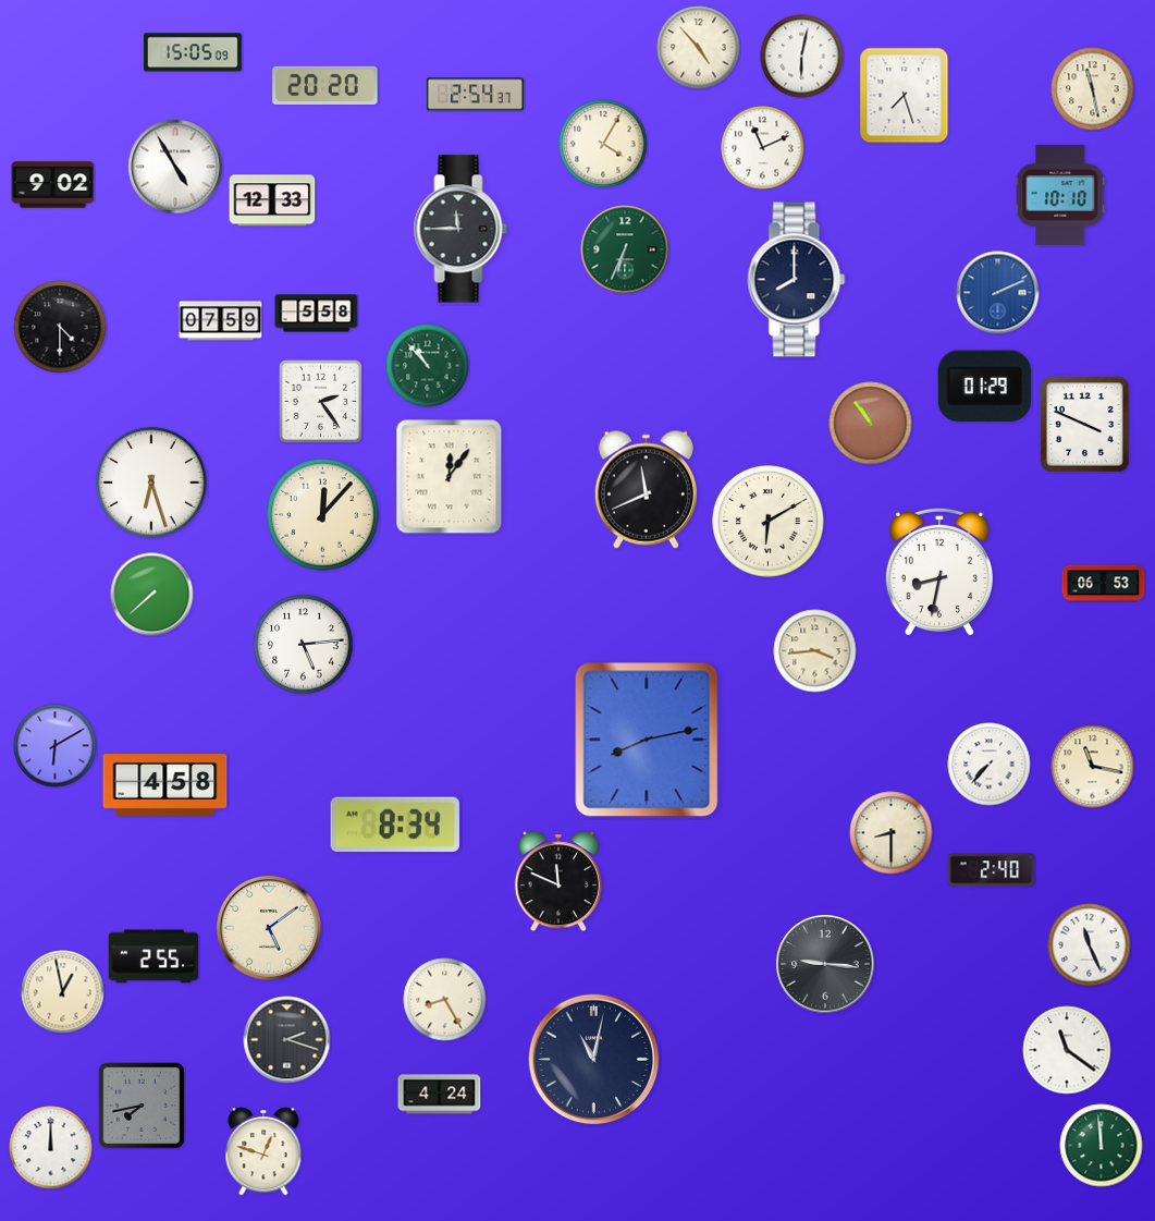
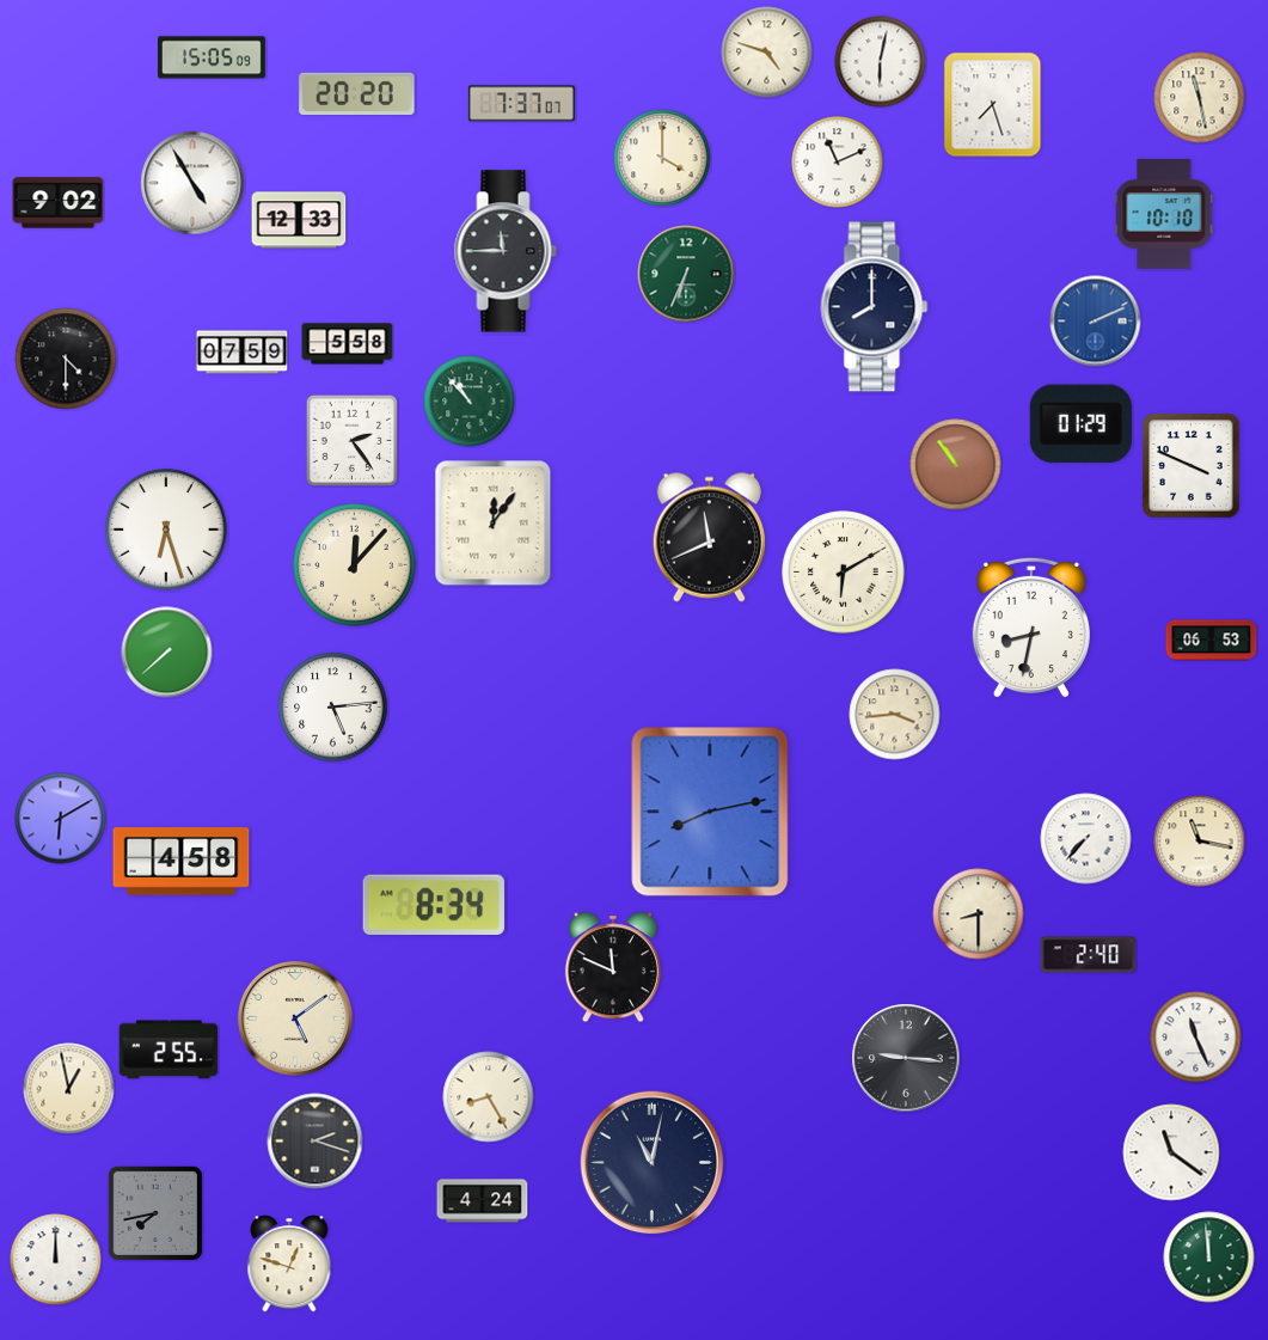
clock at (699, 48): 4:53 -> 4:48
clock at (475, 95): 2:54 -> 7:37
clock at (603, 144): 4:05 -> 4:00
